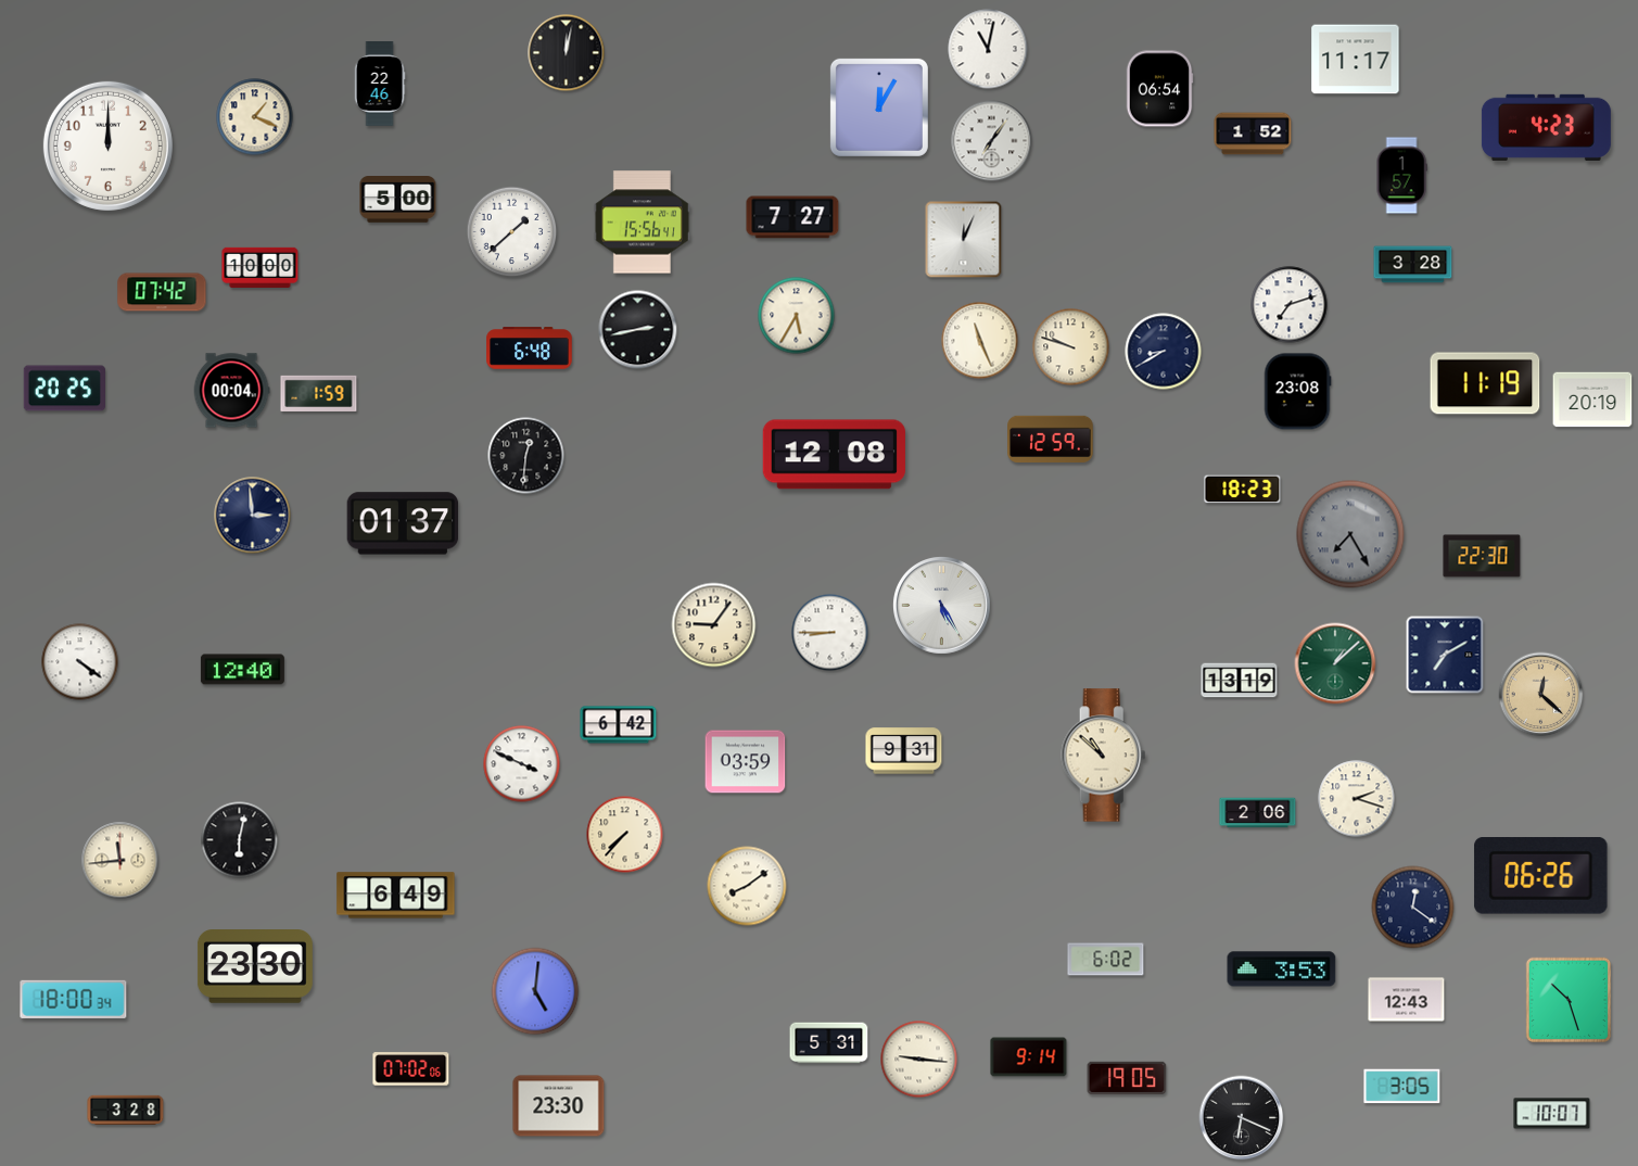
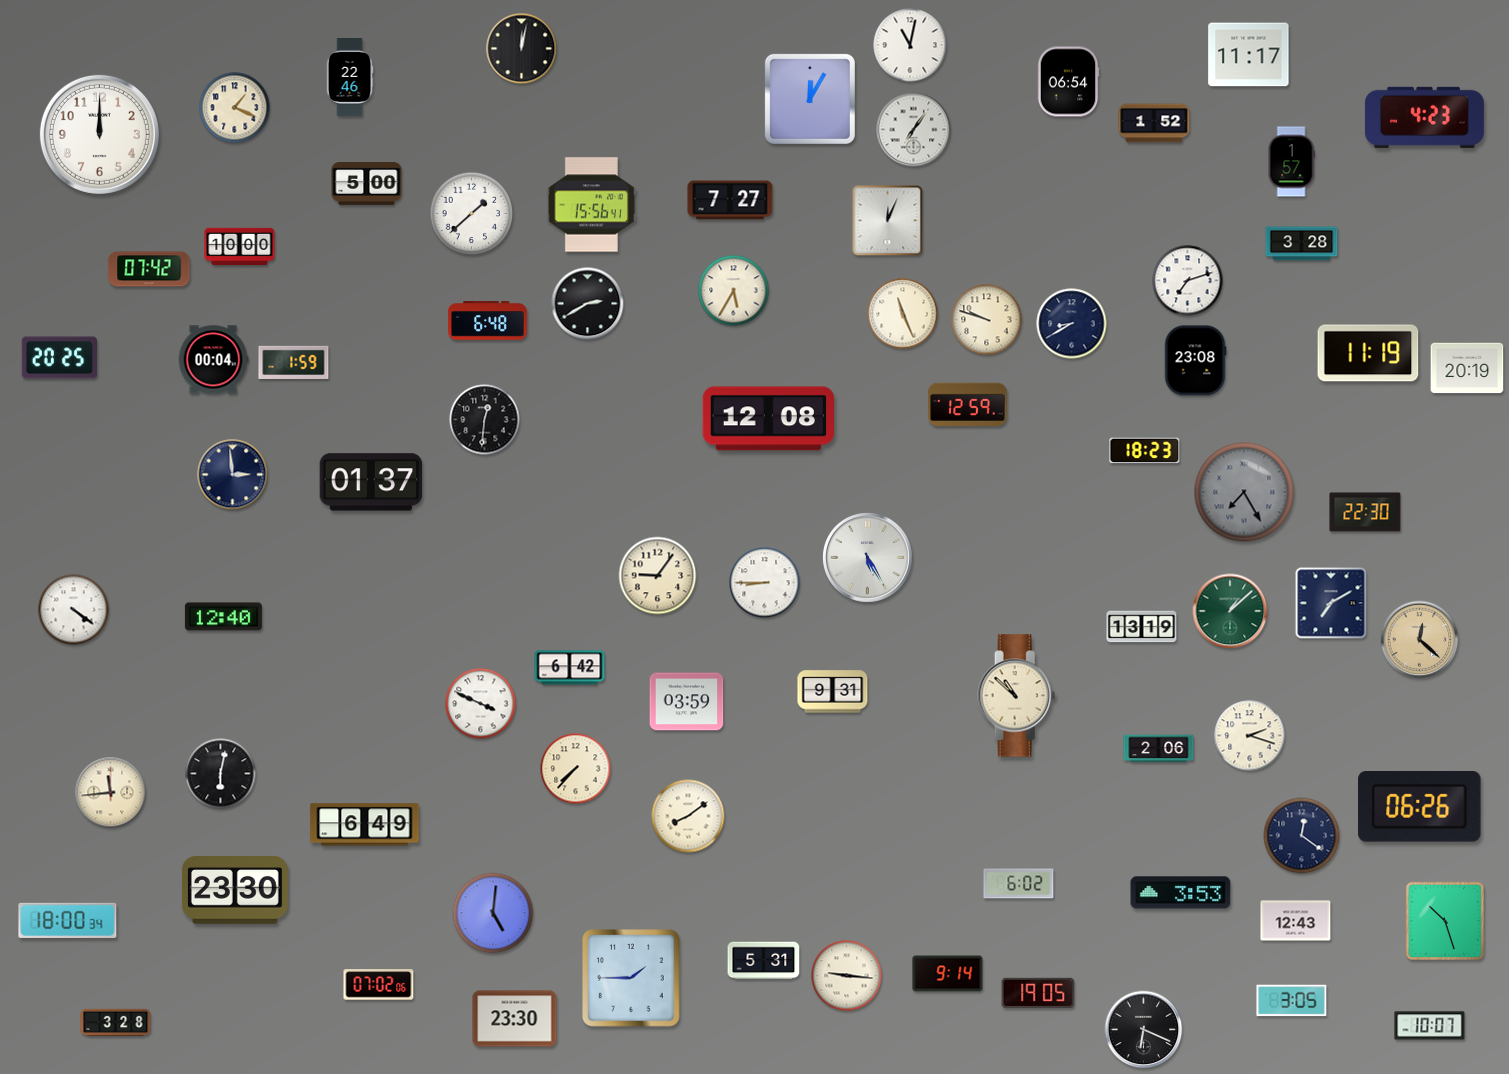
clock at (638, 330): 2:43 -> 2:40
clock at (631, 978): none -> 1:45
